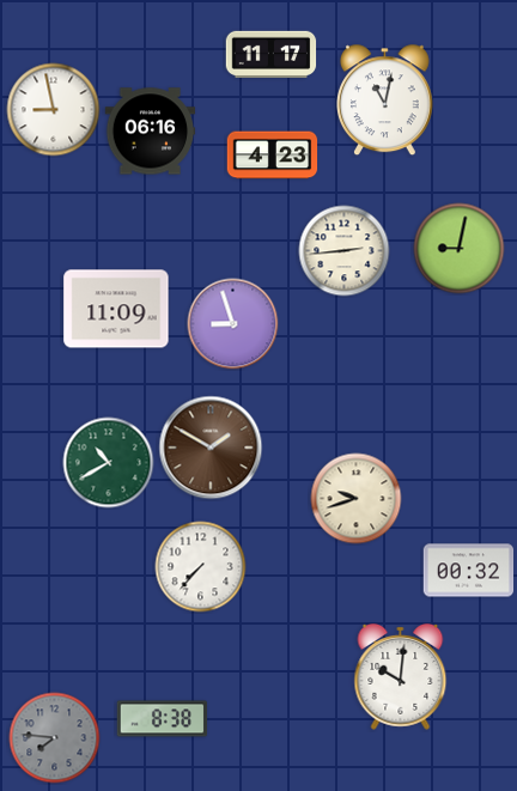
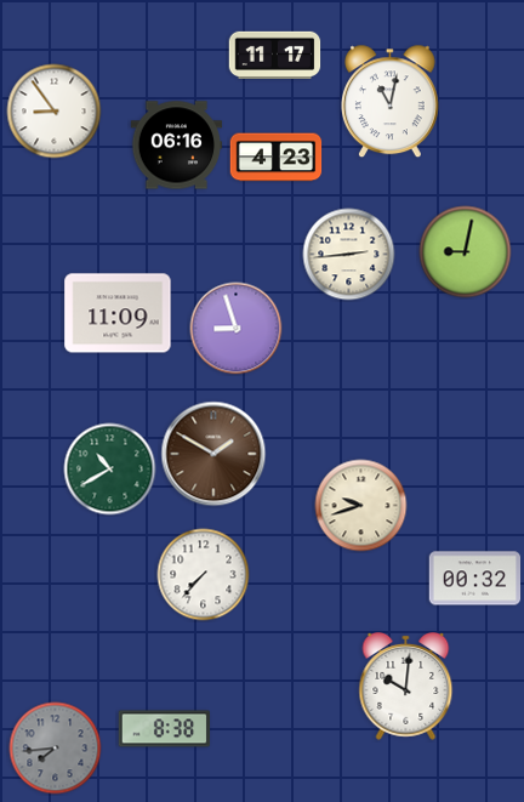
clock at (54, 110): 8:58 -> 8:54
clock at (151, 132) position: (151, 132) -> (177, 146)
clock at (55, 738): 7:46 -> 7:44
